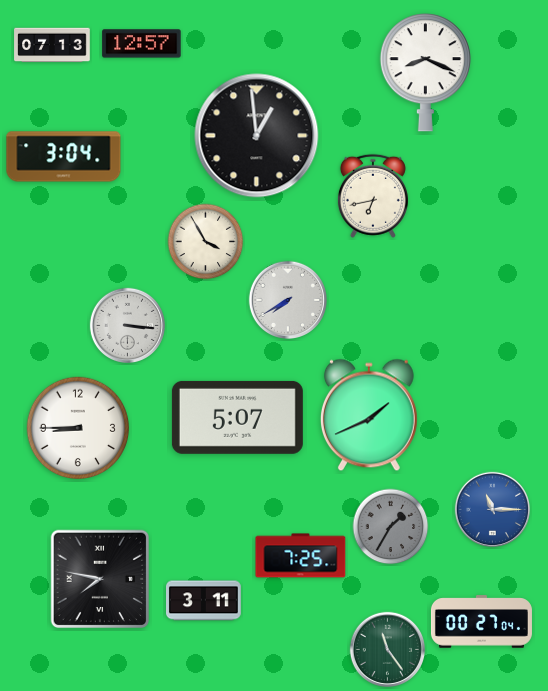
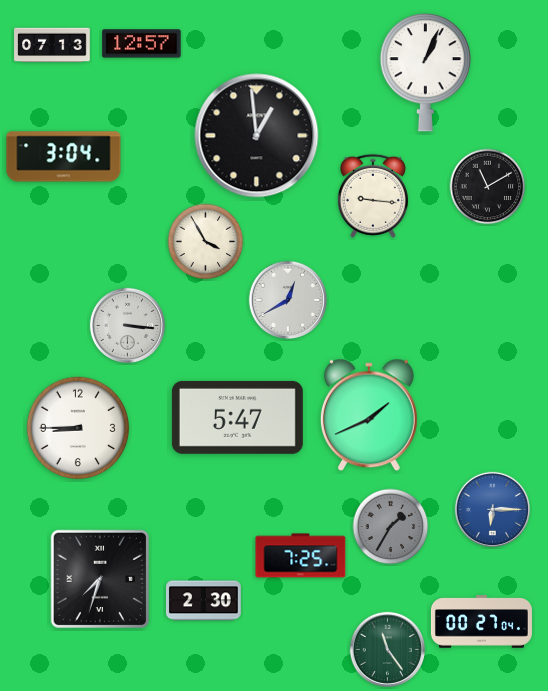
clock at (425, 73): 8:19 -> 1:04
clock at (488, 187): none -> 11:10
clock at (373, 196): 6:43 -> 9:16
clock at (287, 299): 7:40 -> 12:40
clock at (237, 417): 5:07 -> 5:47
clock at (492, 509): 11:15 -> 6:15
clock at (100, 579): 7:47 -> 7:33
clock at (204, 601): 3:11 -> 2:30
